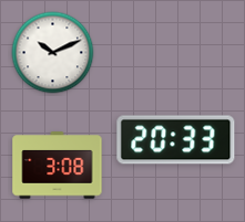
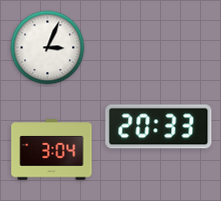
clock at (53, 53): 10:11 -> 3:04
clock at (58, 166): 3:08 -> 3:04
